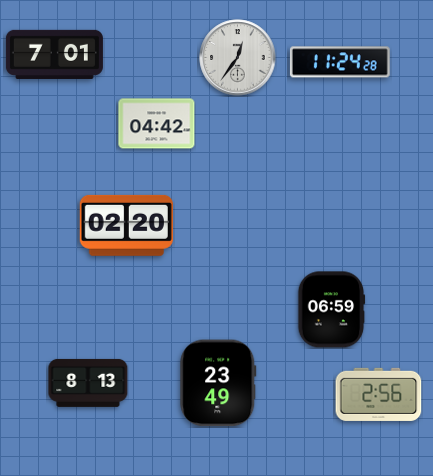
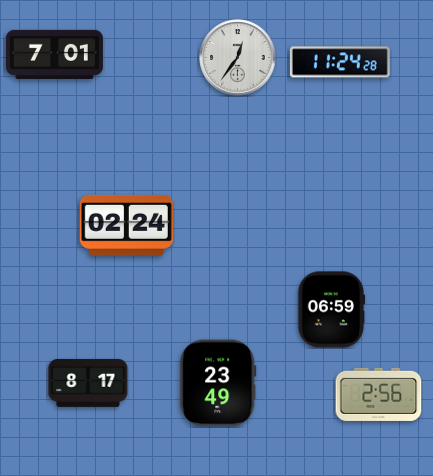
clock at (157, 124): 04:42 -> none
clock at (126, 225): 02:20 -> 02:24
clock at (88, 383): 8:13 -> 8:17
